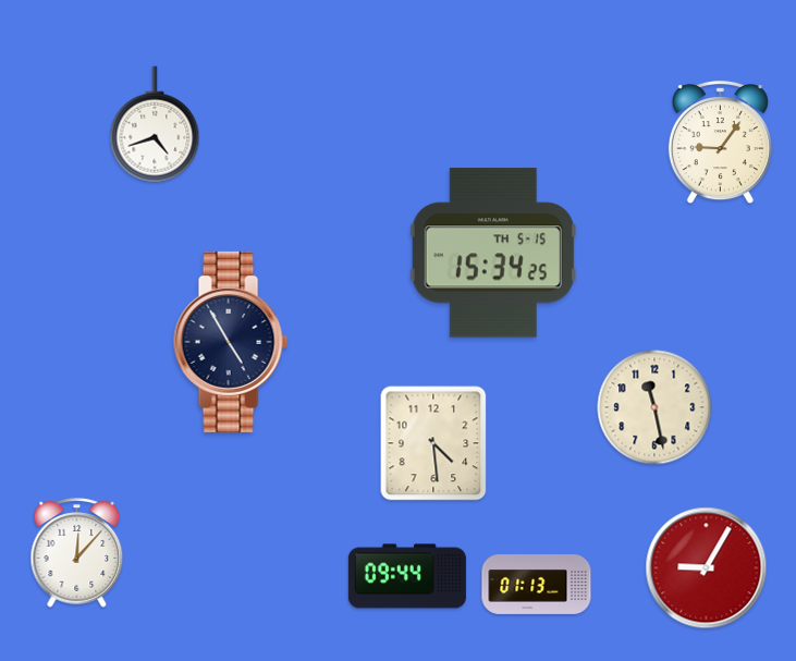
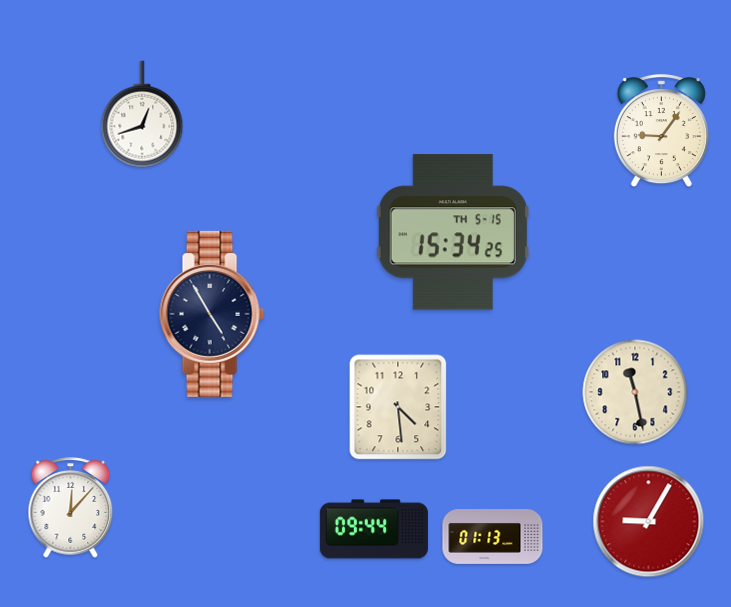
clock at (155, 124): 4:42 -> 12:42
clock at (654, 407) position: (654, 407) -> (635, 392)
